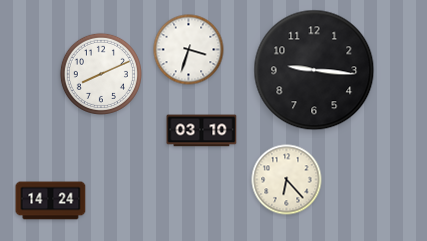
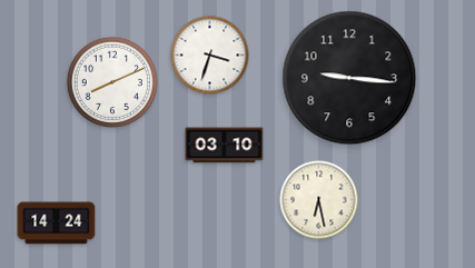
clock at (287, 180): 6:23 -> 6:28
